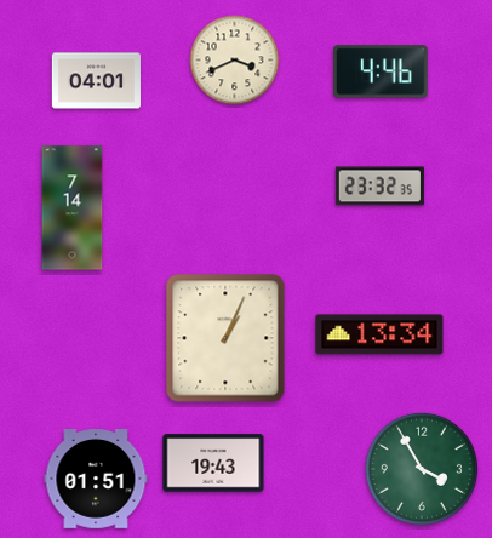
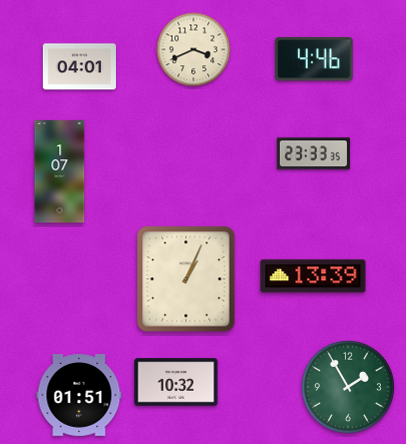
clock at (379, 187): 23:32 -> 23:33
clock at (73, 208): 7:14 -> 1:07
clock at (379, 334): 13:34 -> 13:39
clock at (213, 463): 19:43 -> 10:32
clock at (422, 469): 3:55 -> 1:55
